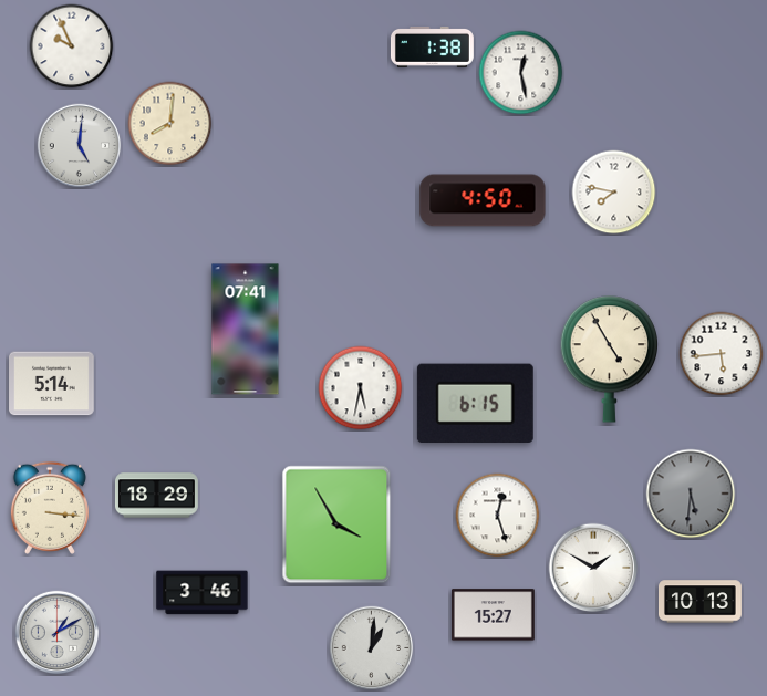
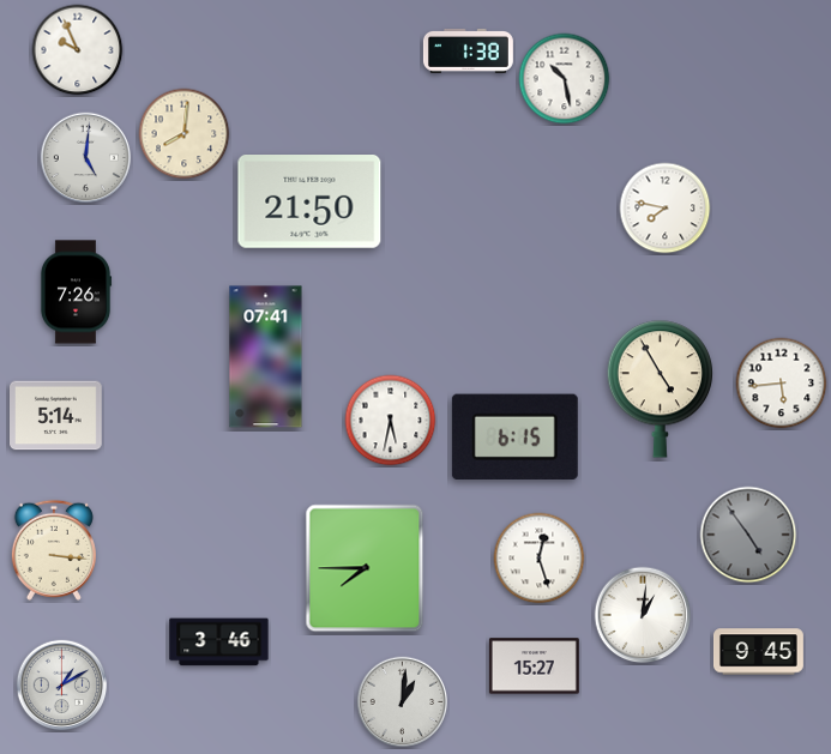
clock at (521, 73): 12:28 -> 10:28
clock at (309, 203): none -> 21:50
clock at (483, 200): 4:50 -> none
clock at (76, 292): none -> 7:26
clock at (691, 494): 5:31 -> 4:54
clock at (156, 496): 18:29 -> none
clock at (336, 524): 3:55 -> 7:45
clock at (593, 568): 1:50 -> 1:01
clock at (699, 602): 10:13 -> 9:45
